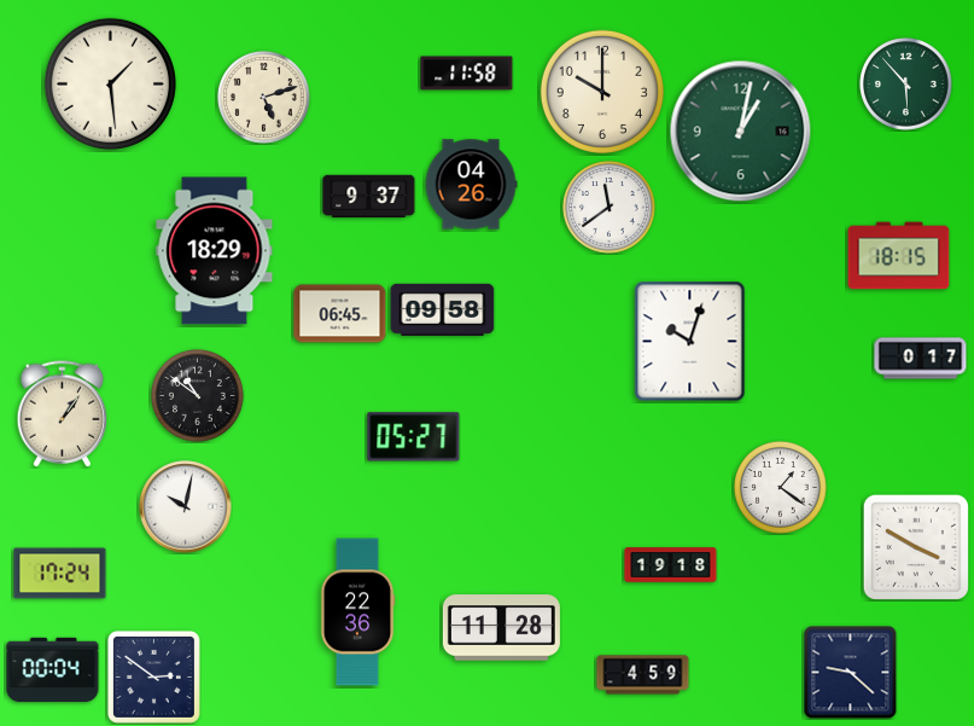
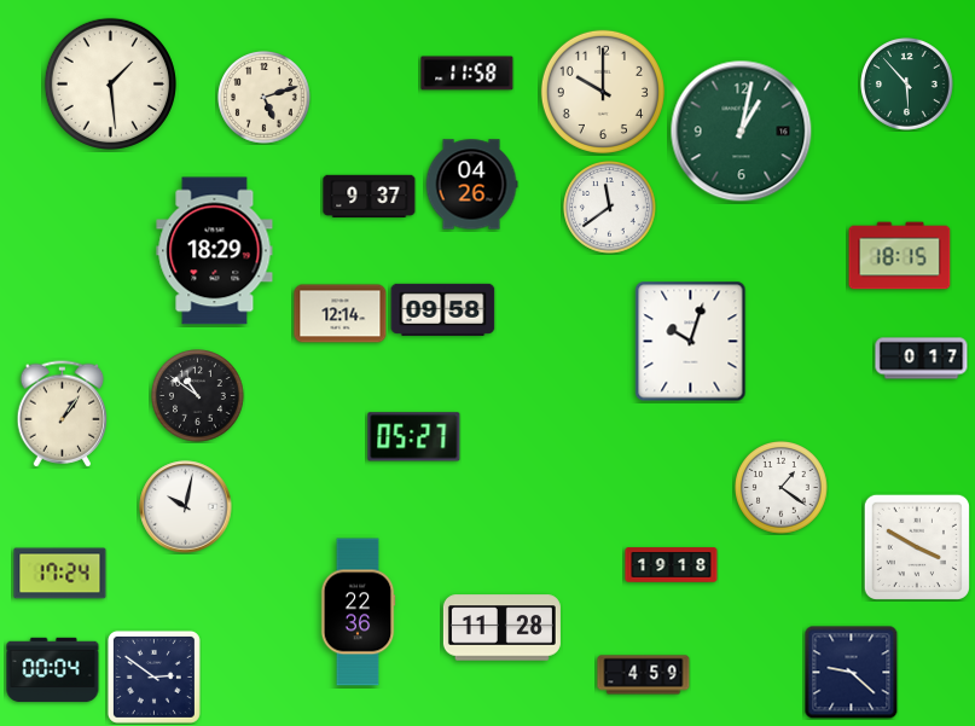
clock at (340, 314): 06:45 -> 12:14
